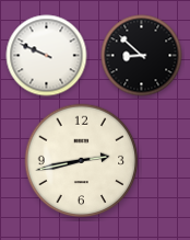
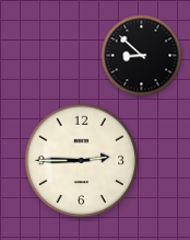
clock at (47, 56): 9:49 -> none
clock at (82, 161): 2:43 -> 2:45
